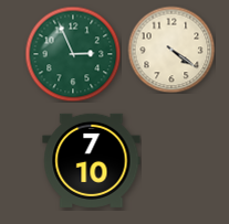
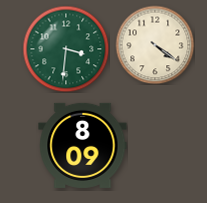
clock at (73, 54): 2:56 -> 3:31
clock at (92, 160): 7:10 -> 8:09
